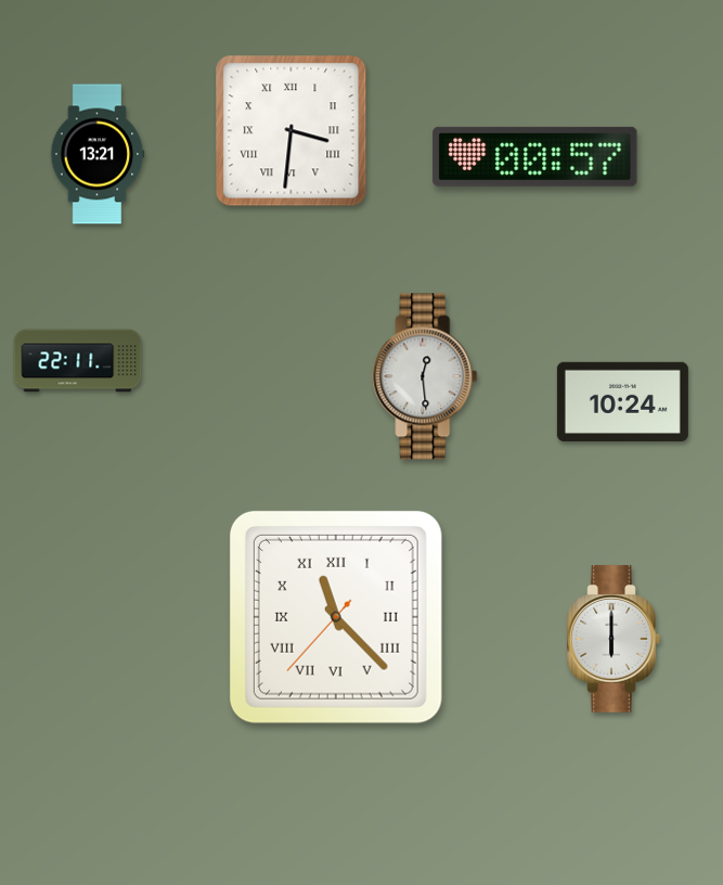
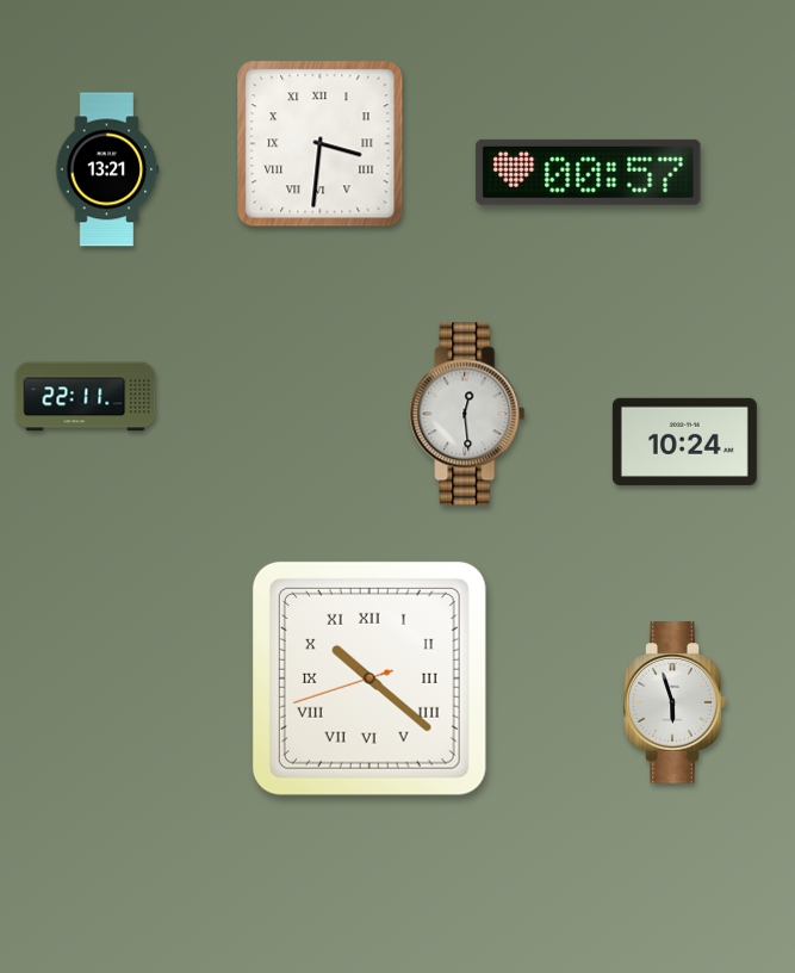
clock at (336, 617): 11:22 -> 10:21
clock at (614, 639): 6:00 -> 5:57
